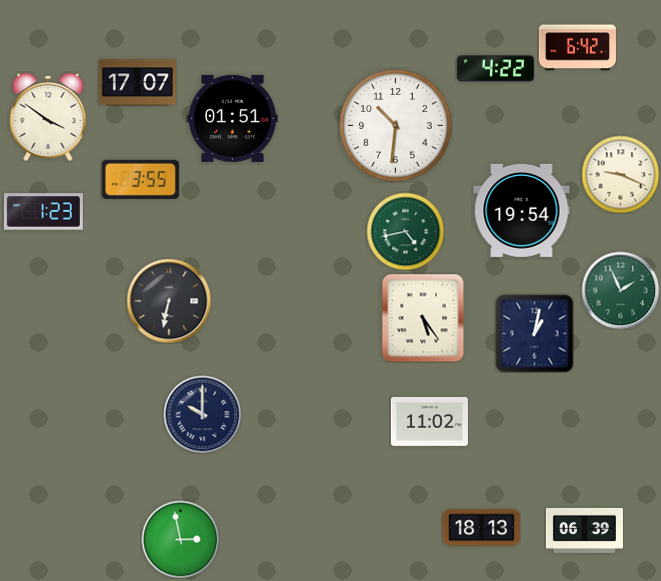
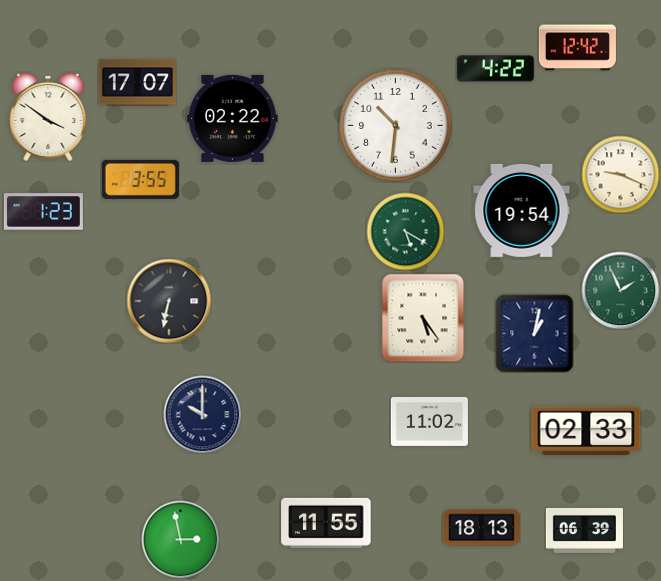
clock at (577, 48): 6:42 -> 12:42
clock at (233, 118): 01:51 -> 02:22
clock at (405, 231): 4:43 -> 5:20
clock at (586, 430): none -> 02:33
clock at (326, 523): none -> 11:55
